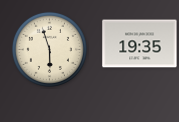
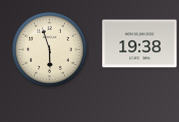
clock at (140, 44): 19:35 -> 19:38
